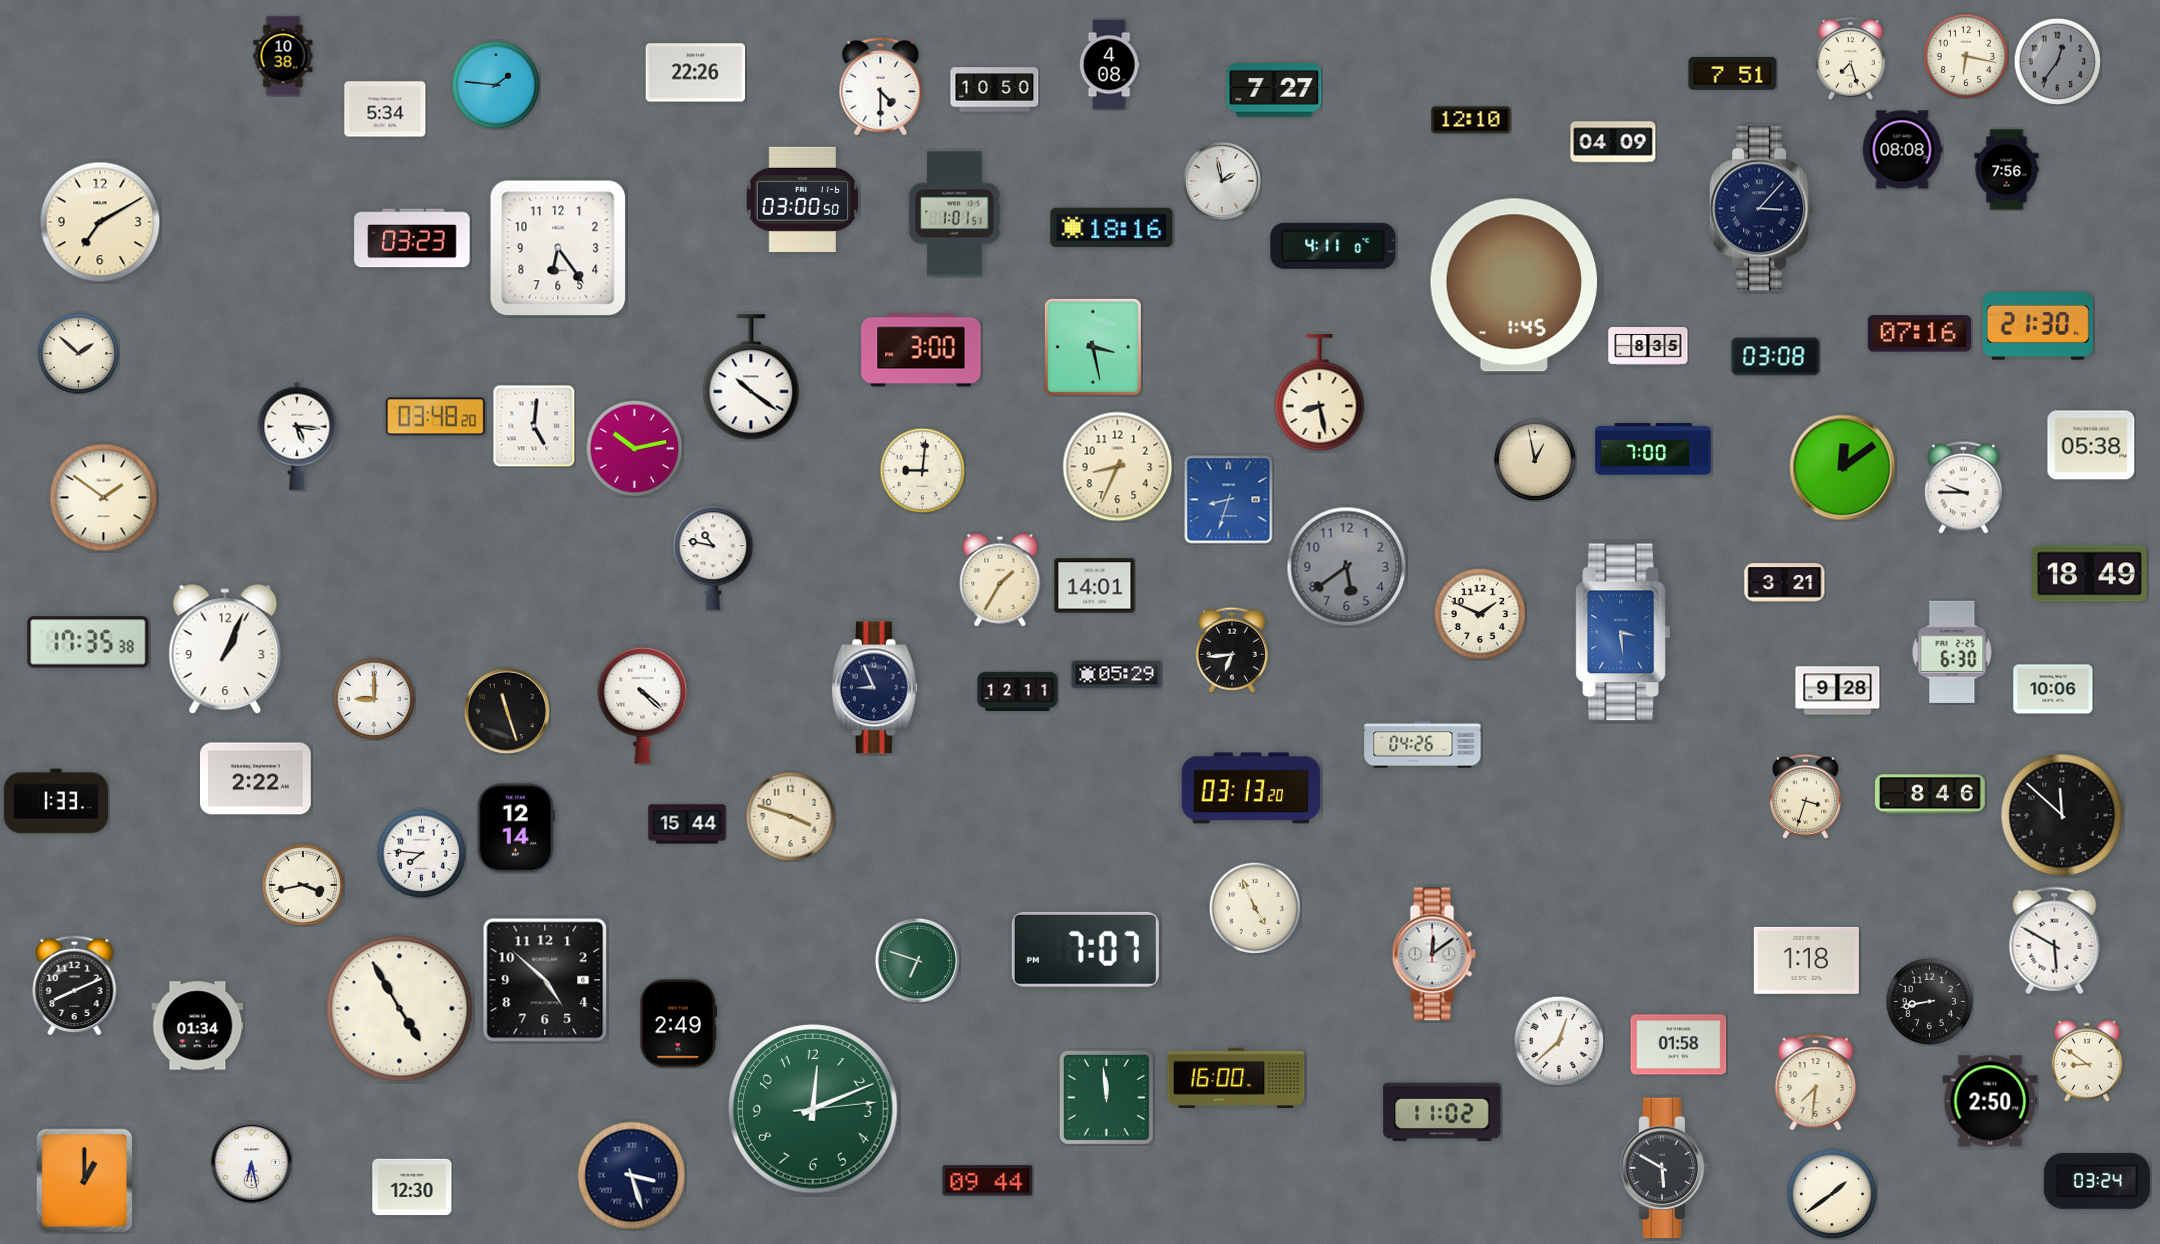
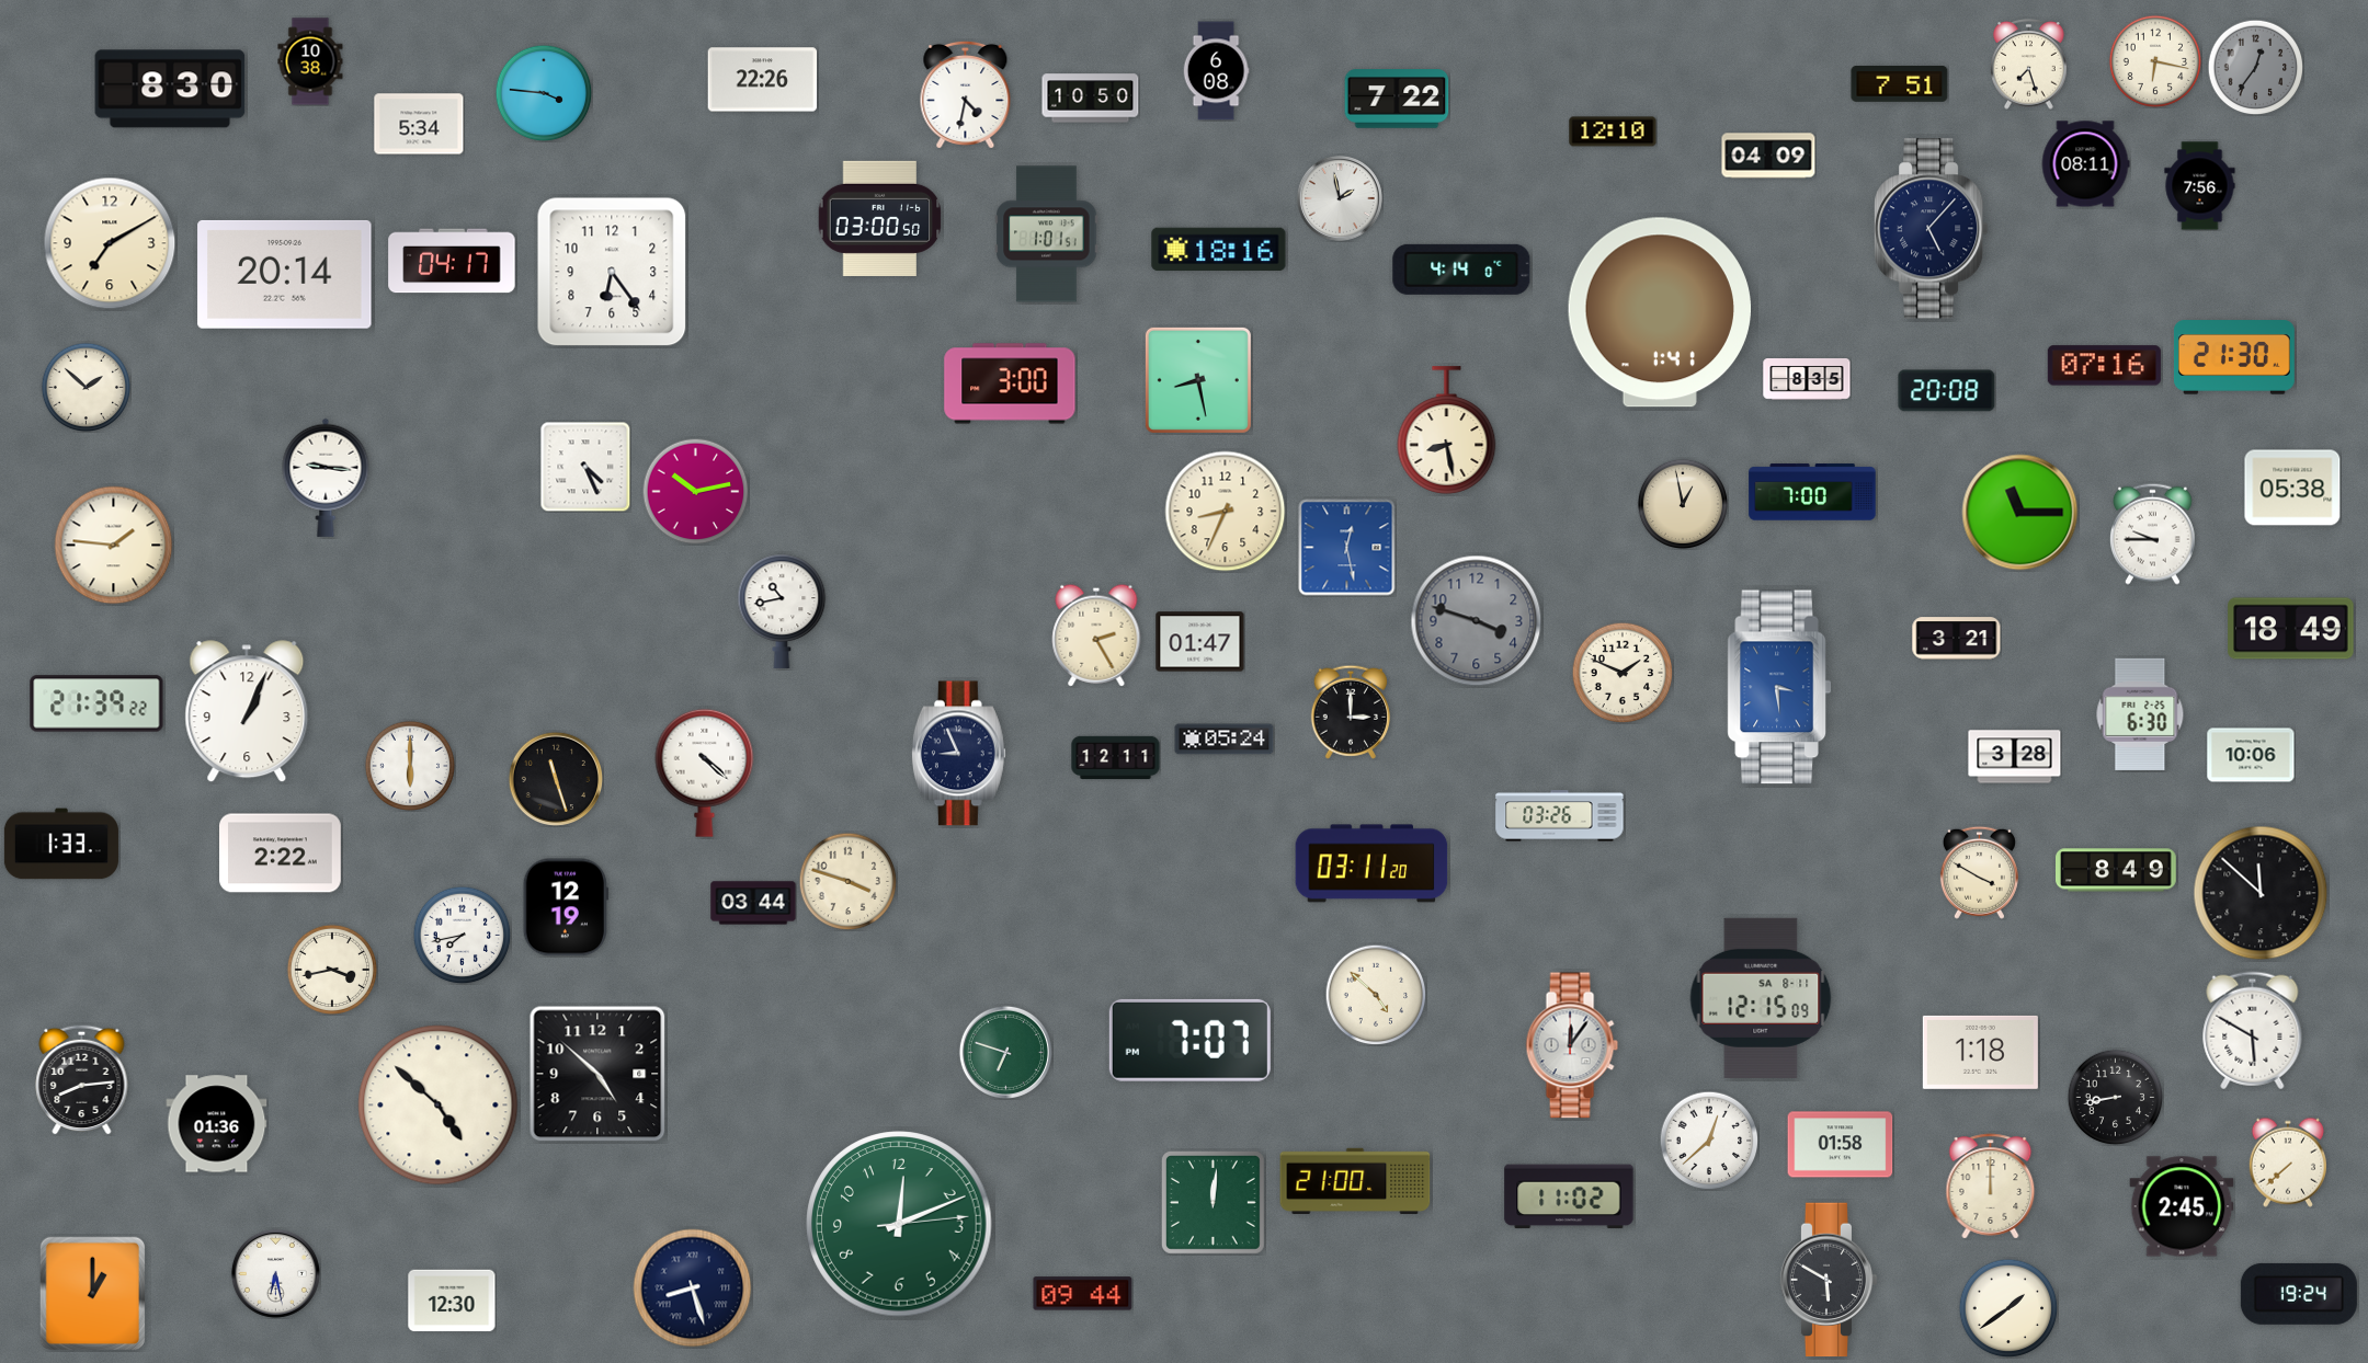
clock at (1109, 65): 4:08 -> 6:08
clock at (1733, 74) position: (1733, 74) -> (1900, 84)
clock at (170, 89): none -> 8:30
clock at (496, 85): 1:46 -> 3:46
clock at (881, 86): 4:30 -> 4:32
clock at (1274, 90): 7:27 -> 7:22
clock at (385, 109) position: (385, 109) -> (419, 124)
clock at (1902, 150): 08:08 -> 08:11
clock at (1762, 209): 3:07 -> 5:07
clock at (412, 238): 03:23 -> 04:17
clock at (1333, 246): 4:11 -> 4:14
clock at (285, 274): none -> 20:14
clock at (1513, 285): 1:45 -> 1:41
clock at (1093, 347): 3:28 -> 8:28
clock at (1776, 357): 03:08 -> 20:08
clock at (751, 378): 10:21 -> none
clock at (435, 417): 03:48 -> none
clock at (534, 426): 5:01 -> 4:26
clock at (297, 436): 5:16 -> 9:16
clock at (1843, 468): 12:09 -> 11:15
clock at (922, 470): 9:01 -> none
clock at (104, 498): 1:51 -> 1:46
clock at (1229, 500): 8:33 -> 12:28
clock at (713, 558): 10:47 -> 10:43
clock at (1347, 567): 5:39 -> 3:48
clock at (1000, 580): 1:35 -> 2:25
clock at (1095, 586): 14:01 -> 01:47
clock at (1623, 632) position: (1623, 632) -> (1779, 687)
clock at (88, 642): 17:35 -> 21:39
clock at (1232, 650): 6:44 -> 3:00
clock at (1117, 675): 05:29 -> 05:24
clock at (1838, 691): 9:28 -> 3:28
clock at (374, 699): 9:00 -> 6:00
clock at (1423, 745): 04:26 -> 03:26
clock at (1251, 788): 03:13 -> 03:11
clock at (1931, 794): 8:46 -> 8:49
clock at (1805, 796): 3:33 -> 3:50
clock at (56, 801) position: (56, 801) -> (61, 844)
clock at (790, 816) position: (790, 816) -> (847, 881)
clock at (687, 824): 15:44 -> 03:44
clock at (516, 828): 12:14 -> 12:19
clock at (421, 853): 7:46 -> 7:43
clock at (1255, 908): 4:56 -> 4:52
clock at (1761, 998): none -> 12:15
clock at (1434, 954): 12:09 -> 12:06
clock at (75, 985): 8:11 -> 8:14
clock at (400, 1009): 4:55 -> 4:52
clock at (679, 1024): 2:49 -> none
clock at (198, 1026): 01:34 -> 01:36
clock at (2086, 1061): 8:51 -> 7:38
clock at (1236, 1078): 16:00 -> 21:00
clock at (1816, 1083): 7:31 -> 12:00
clock at (1106, 1097): 11:59 -> 12:01
clock at (1990, 1101): 2:50 -> 2:45
clock at (813, 1109) position: (813, 1109) -> (899, 1224)
clock at (1442, 1112) position: (1442, 1112) -> (1569, 1196)
clock at (1664, 1168) position: (1664, 1168) -> (1829, 1280)
clock at (632, 1176): 3:27 -> 8:27
clock at (2097, 1181): 03:24 -> 19:24
